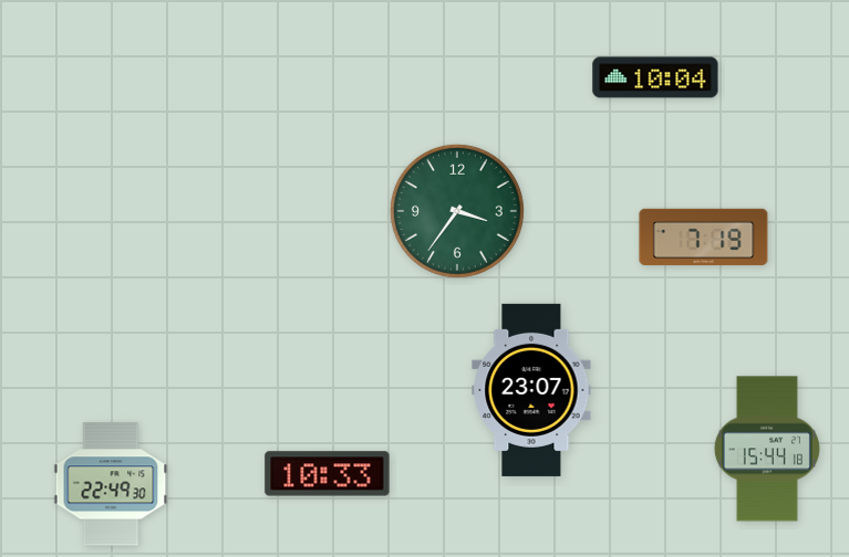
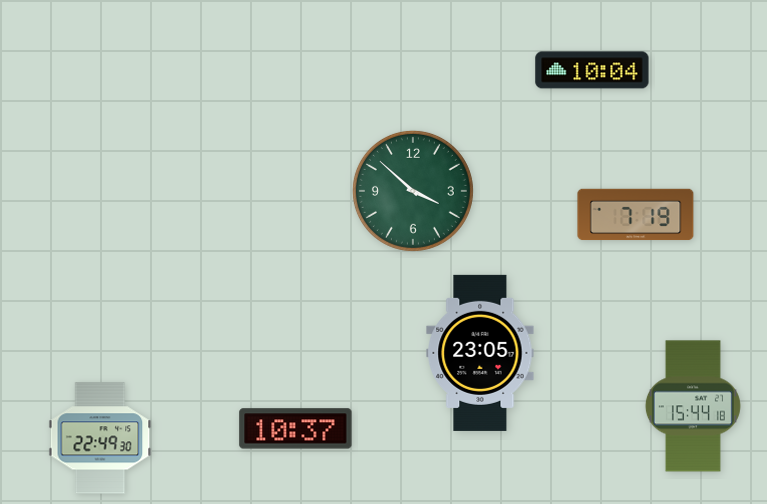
clock at (457, 211): 3:36 -> 3:52
clock at (531, 390): 23:07 -> 23:05
clock at (328, 474): 10:33 -> 10:37
